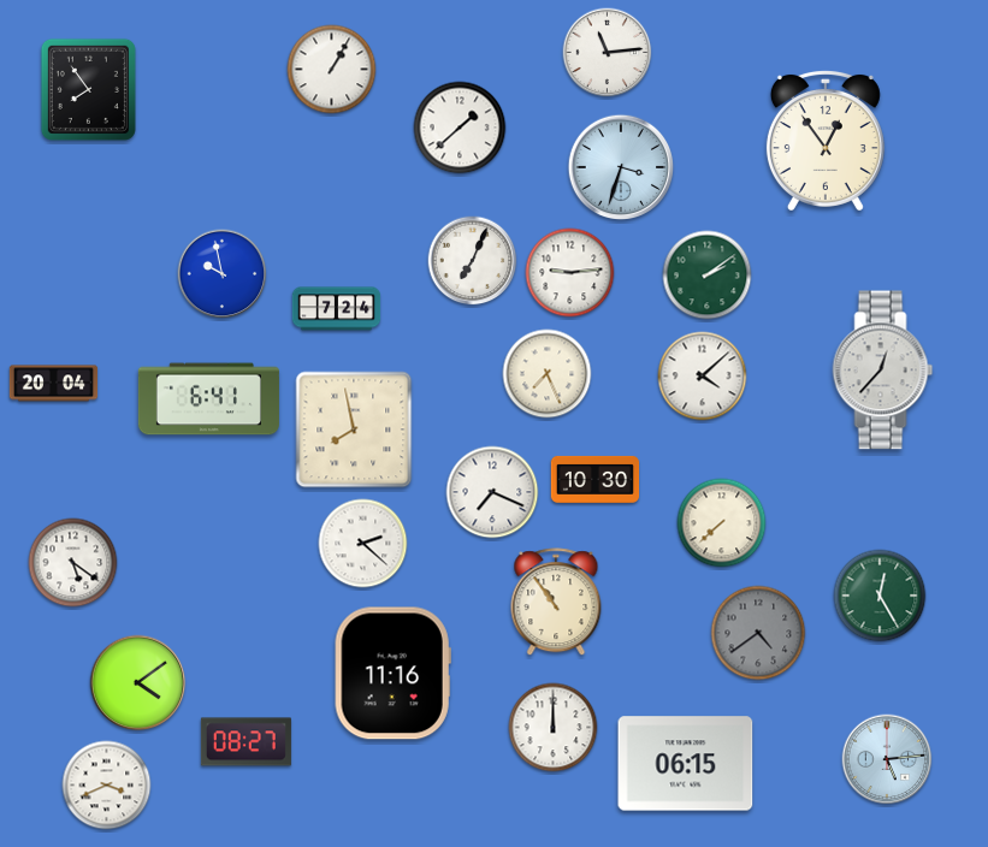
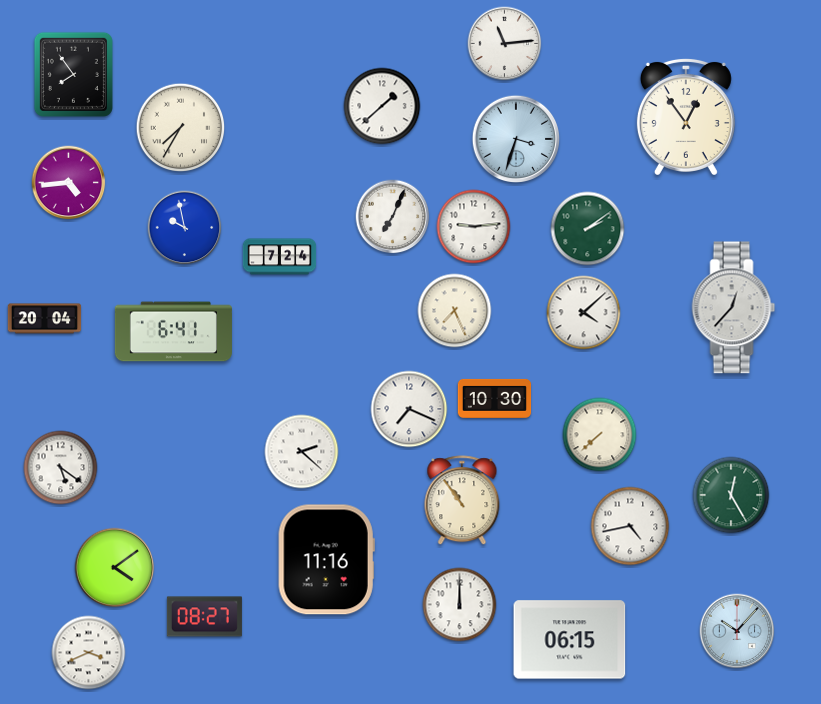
clock at (332, 70): 1:05 -> none
clock at (181, 128): none -> 7:35
clock at (69, 183): none -> 4:44
clock at (354, 430): 7:58 -> none
clock at (758, 633): 4:39 -> 4:43
clock at (758, 633) dial: grey -> white
clock at (887, 759): 5:14 -> 10:07
clock at (686, 764) position: (686, 764) -> (570, 640)
